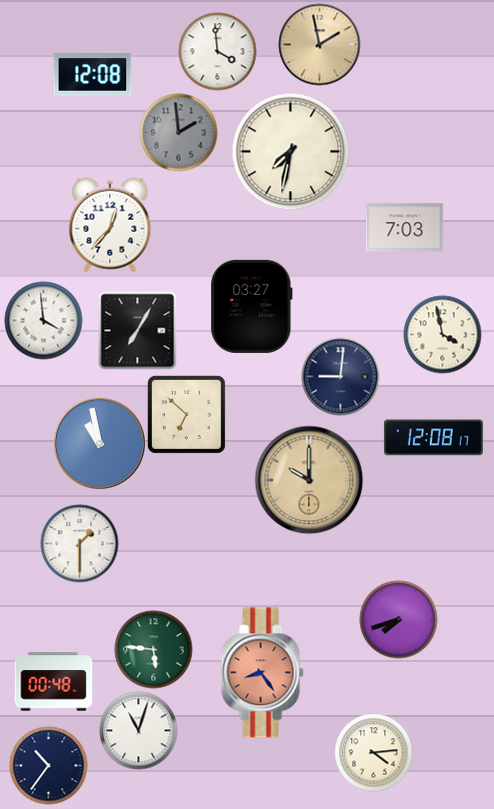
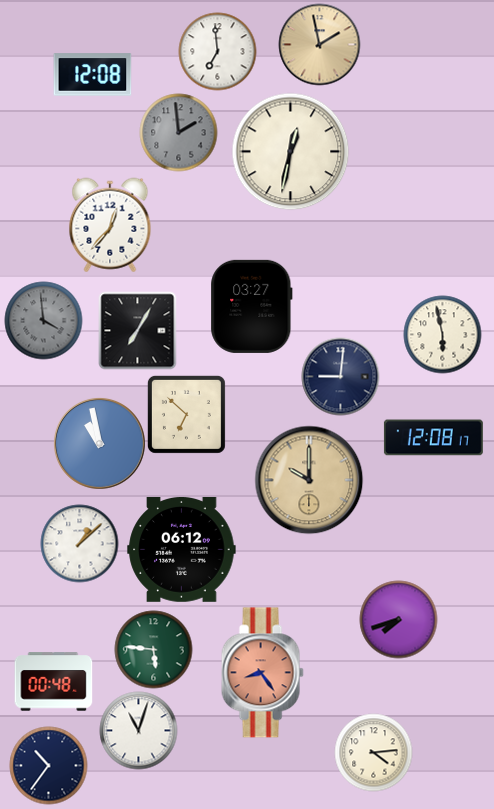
clock at (217, 51): 3:59 -> 6:59
clock at (290, 151): 7:32 -> 12:32
clock at (404, 228): 7:03 -> none
clock at (43, 320) dial: white -> grey
clock at (442, 334): 3:58 -> 5:58
clock at (79, 543): 1:30 -> 1:08
clock at (182, 549): none -> 06:12
